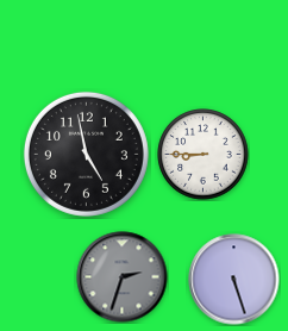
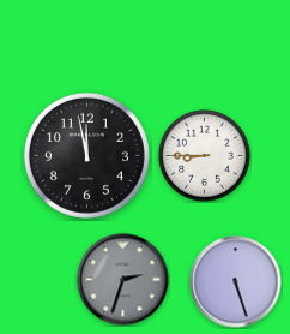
clock at (86, 154): 4:58 -> 11:58
